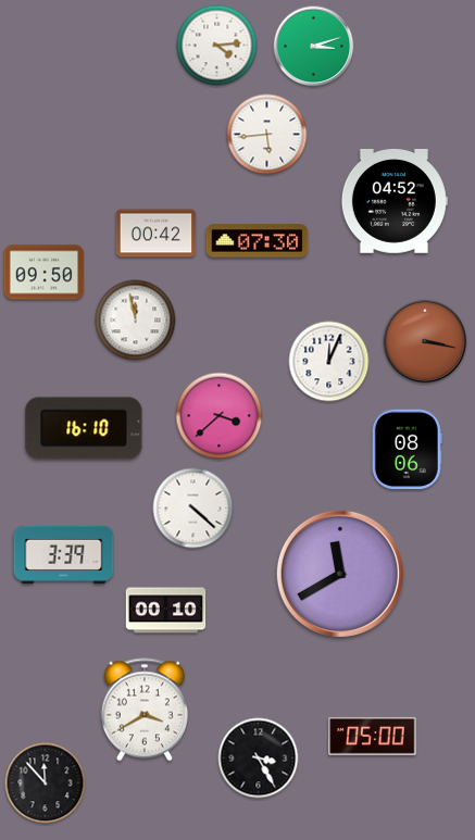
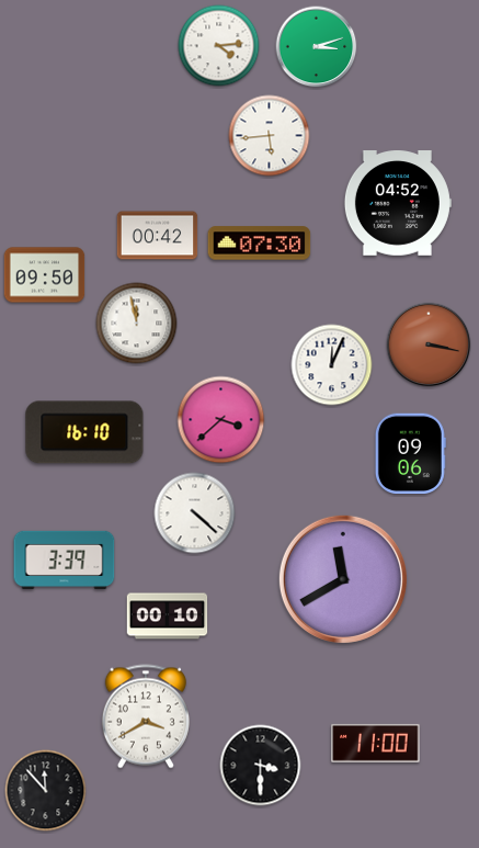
clock at (407, 450): 08:06 -> 09:06
clock at (373, 736): 05:00 -> 11:00
clock at (259, 758): 3:25 -> 3:30
